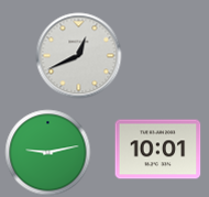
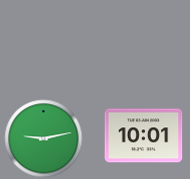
clock at (78, 55): 12:41 -> none
